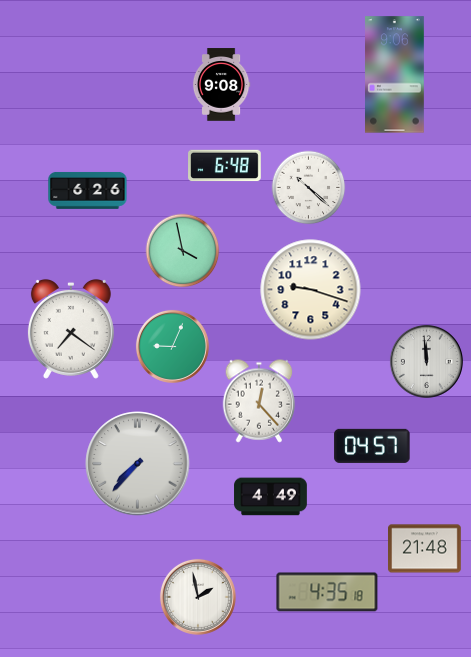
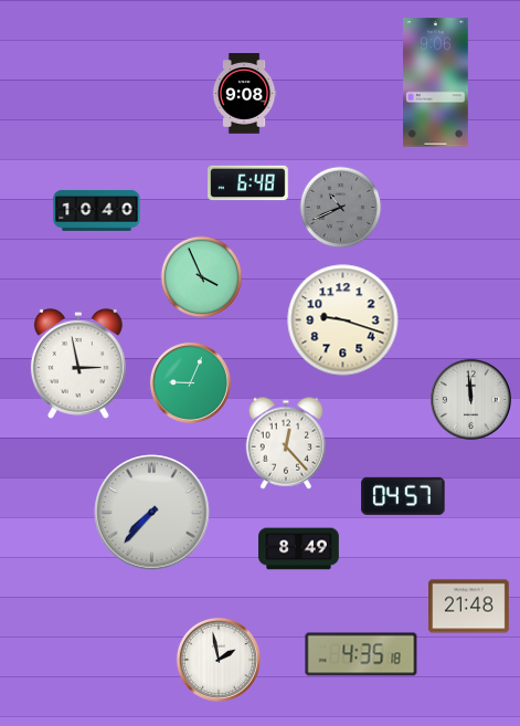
clock at (309, 188): 10:22 -> 10:41
clock at (309, 188) dial: white -> grey
clock at (88, 190): 6:26 -> 10:40
clock at (183, 251): 3:58 -> 3:56
clock at (71, 329): 7:21 -> 2:58
clock at (372, 446) position: (372, 446) -> (403, 496)
clock at (271, 497): 4:49 -> 8:49
